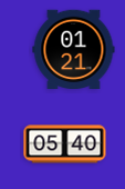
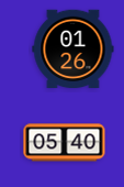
clock at (74, 50): 01:21 -> 01:26
